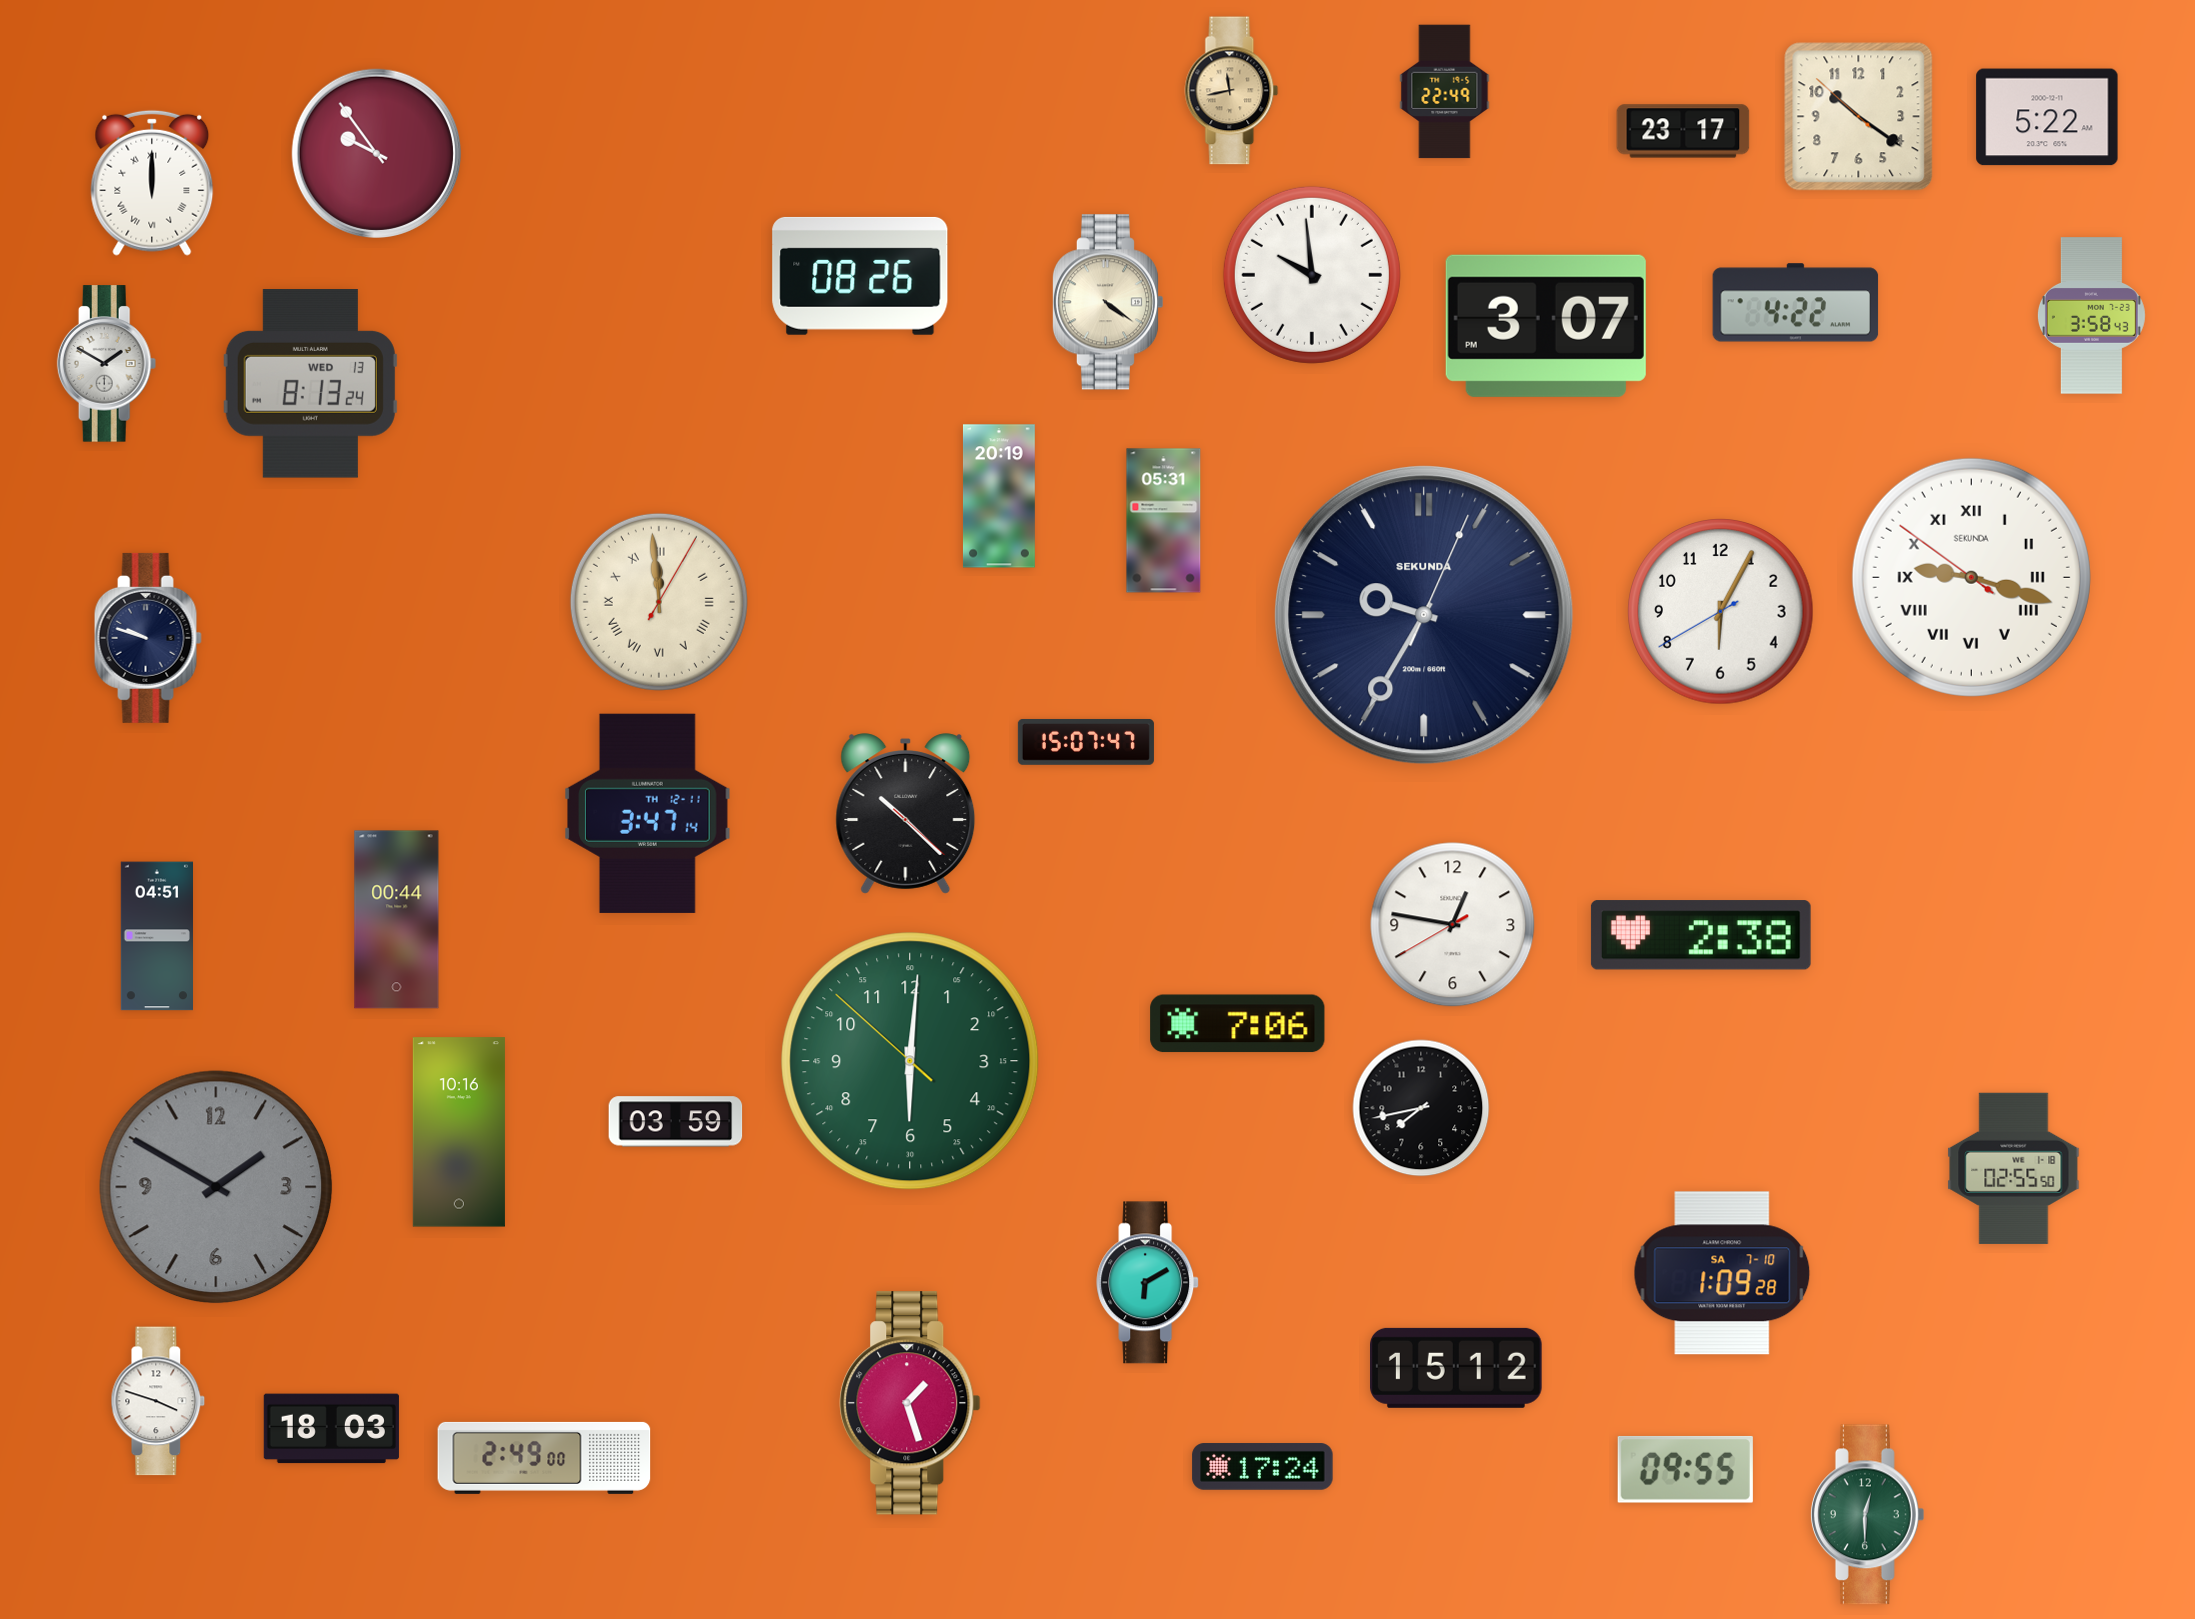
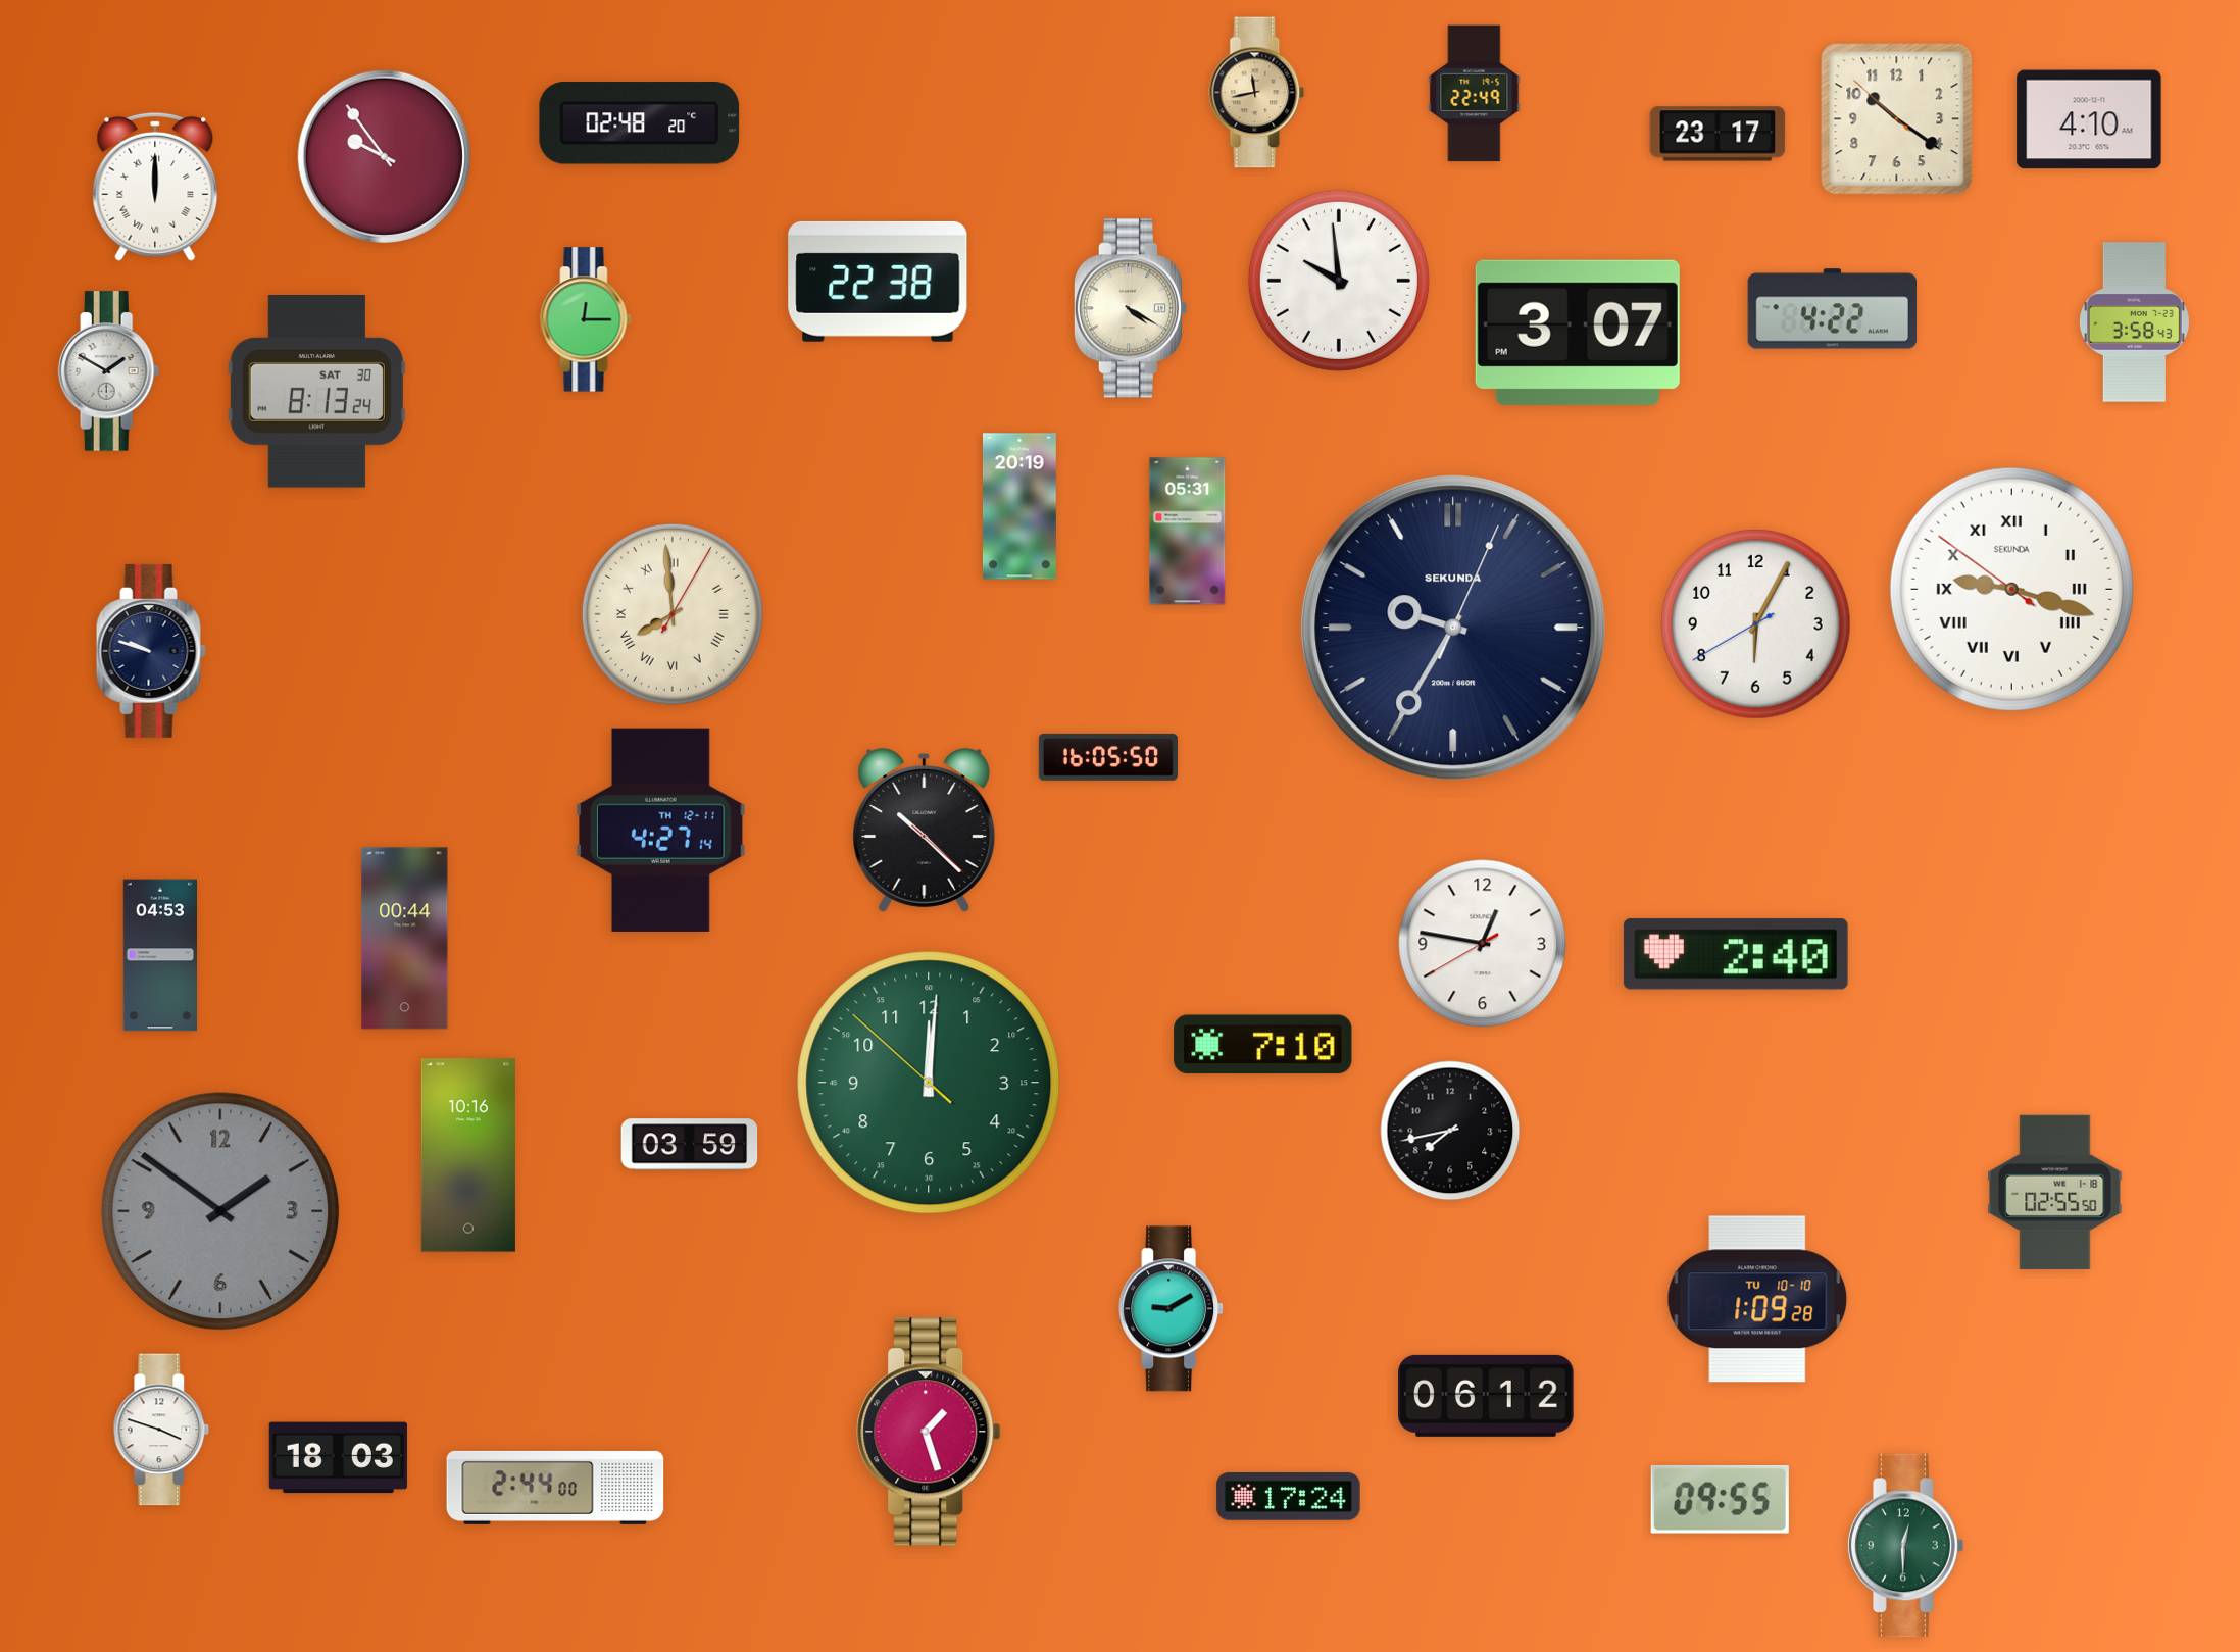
clock at (2047, 117): 5:22 -> 4:10
clock at (640, 123): none -> 02:48
clock at (860, 276): 08:26 -> 22:38
clock at (1107, 302): 4:21 -> 4:20
clock at (586, 319): none -> 12:15
clock at (310, 384) date: WED 13 -> SAT 30
clock at (659, 602): 11:59 -> 7:59
clock at (1086, 742): 15:07 -> 16:05
clock at (648, 813): 3:47 -> 4:27
clock at (1701, 935): 2:38 -> 2:40
clock at (156, 936): 04:51 -> 04:53
clock at (1238, 1024): 7:06 -> 7:10
clock at (910, 1061): 6:00 -> 12:00
clock at (216, 1187): 1:50 -> 1:51
clock at (1722, 1273) date: SA 7-10 -> TU 10-10
clock at (1148, 1283): 6:10 -> 9:10
clock at (1457, 1368): 15:12 -> 06:12
clock at (544, 1458): 2:49 -> 2:44
